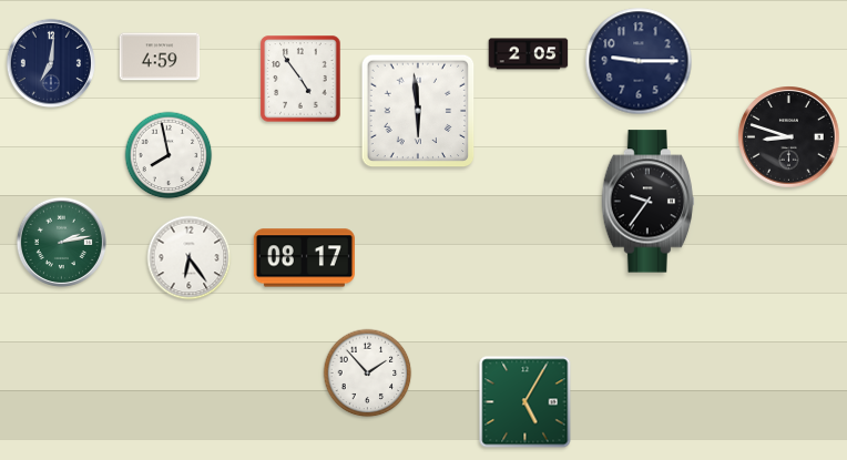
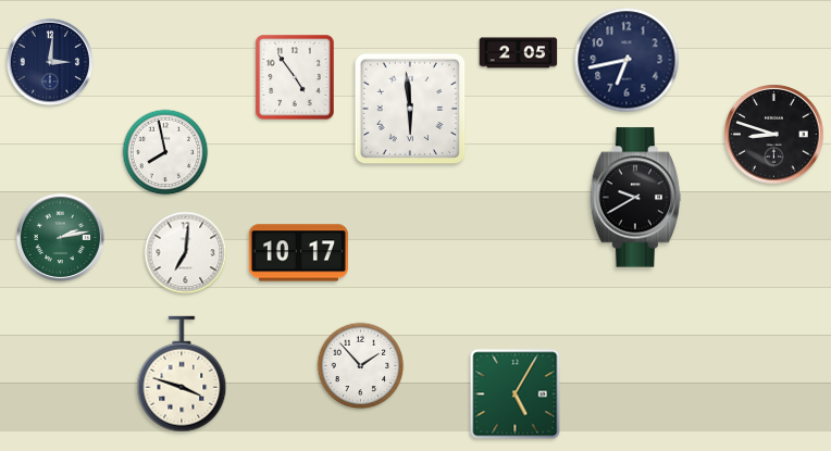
clock at (160, 57): 4:59 -> none
clock at (639, 61): 9:15 -> 6:43
clock at (51, 63): 7:01 -> 3:01
clock at (649, 202): 9:36 -> 9:40
clock at (190, 258): 6:24 -> 7:01
clock at (304, 258): 08:17 -> 10:17
clock at (182, 374): none -> 3:48
